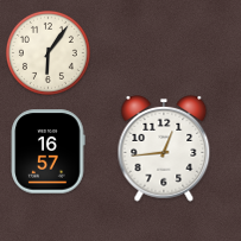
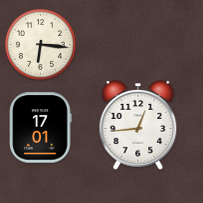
clock at (47, 52): 6:06 -> 6:16
clock at (49, 152): 16:57 -> 17:01
